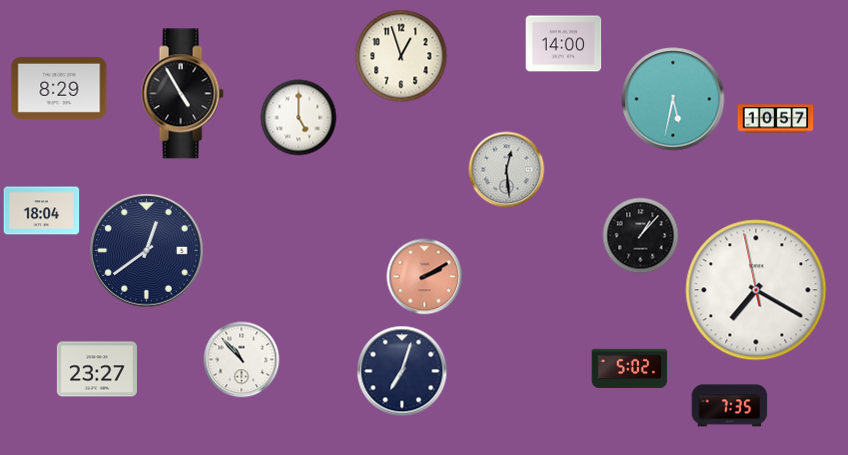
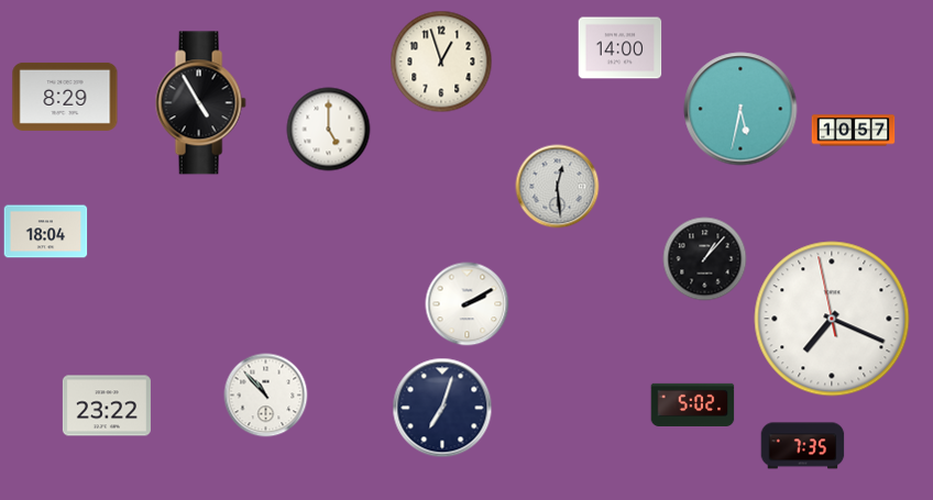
clock at (147, 251): 12:39 -> none
clock at (425, 277) dial: salmon -> white
clock at (756, 290): 7:19 -> 7:18
clock at (97, 369): 23:27 -> 23:22
